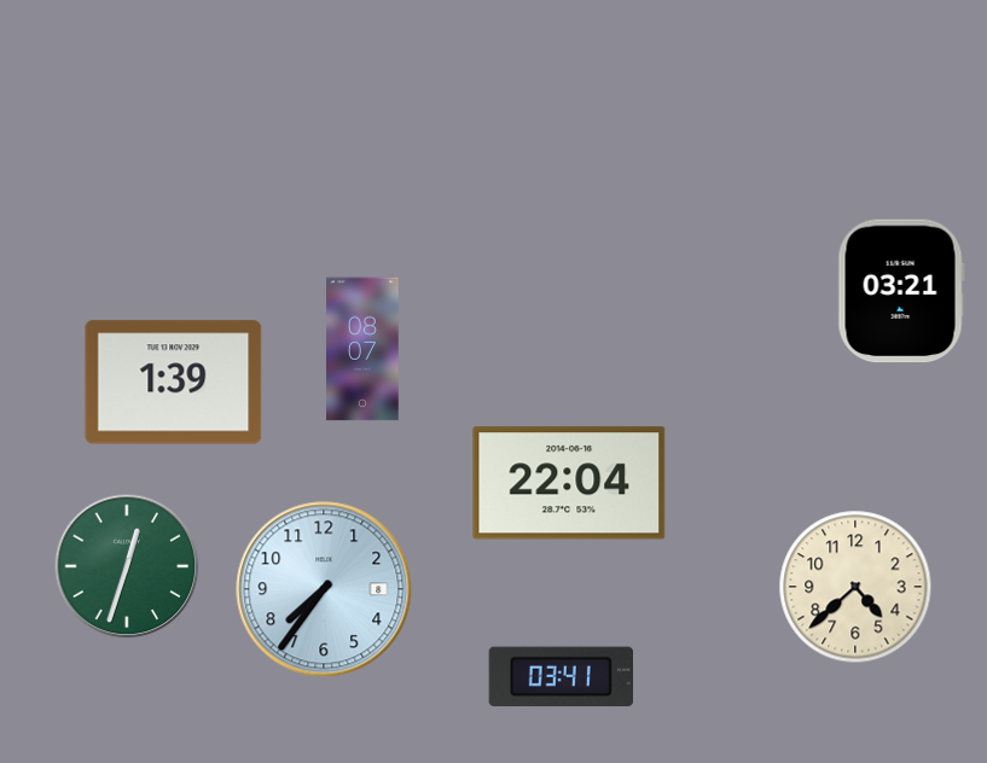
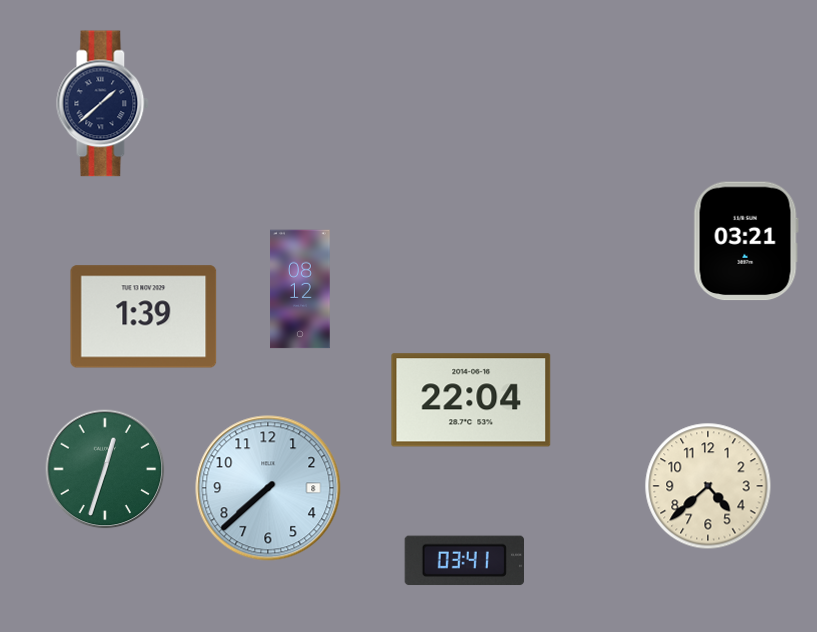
clock at (103, 104): none -> 1:38
clock at (362, 349): 08:07 -> 08:12
clock at (324, 589): 7:36 -> 7:38
